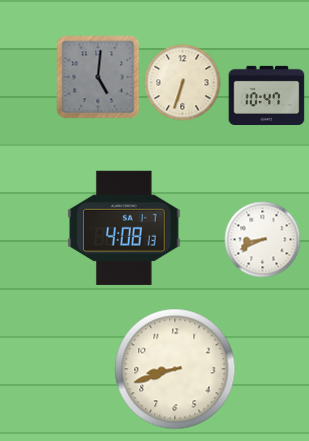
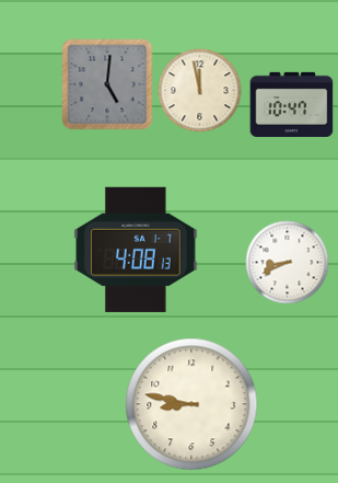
clock at (183, 83): 6:33 -> 11:58
clock at (175, 369): 8:42 -> 8:47
